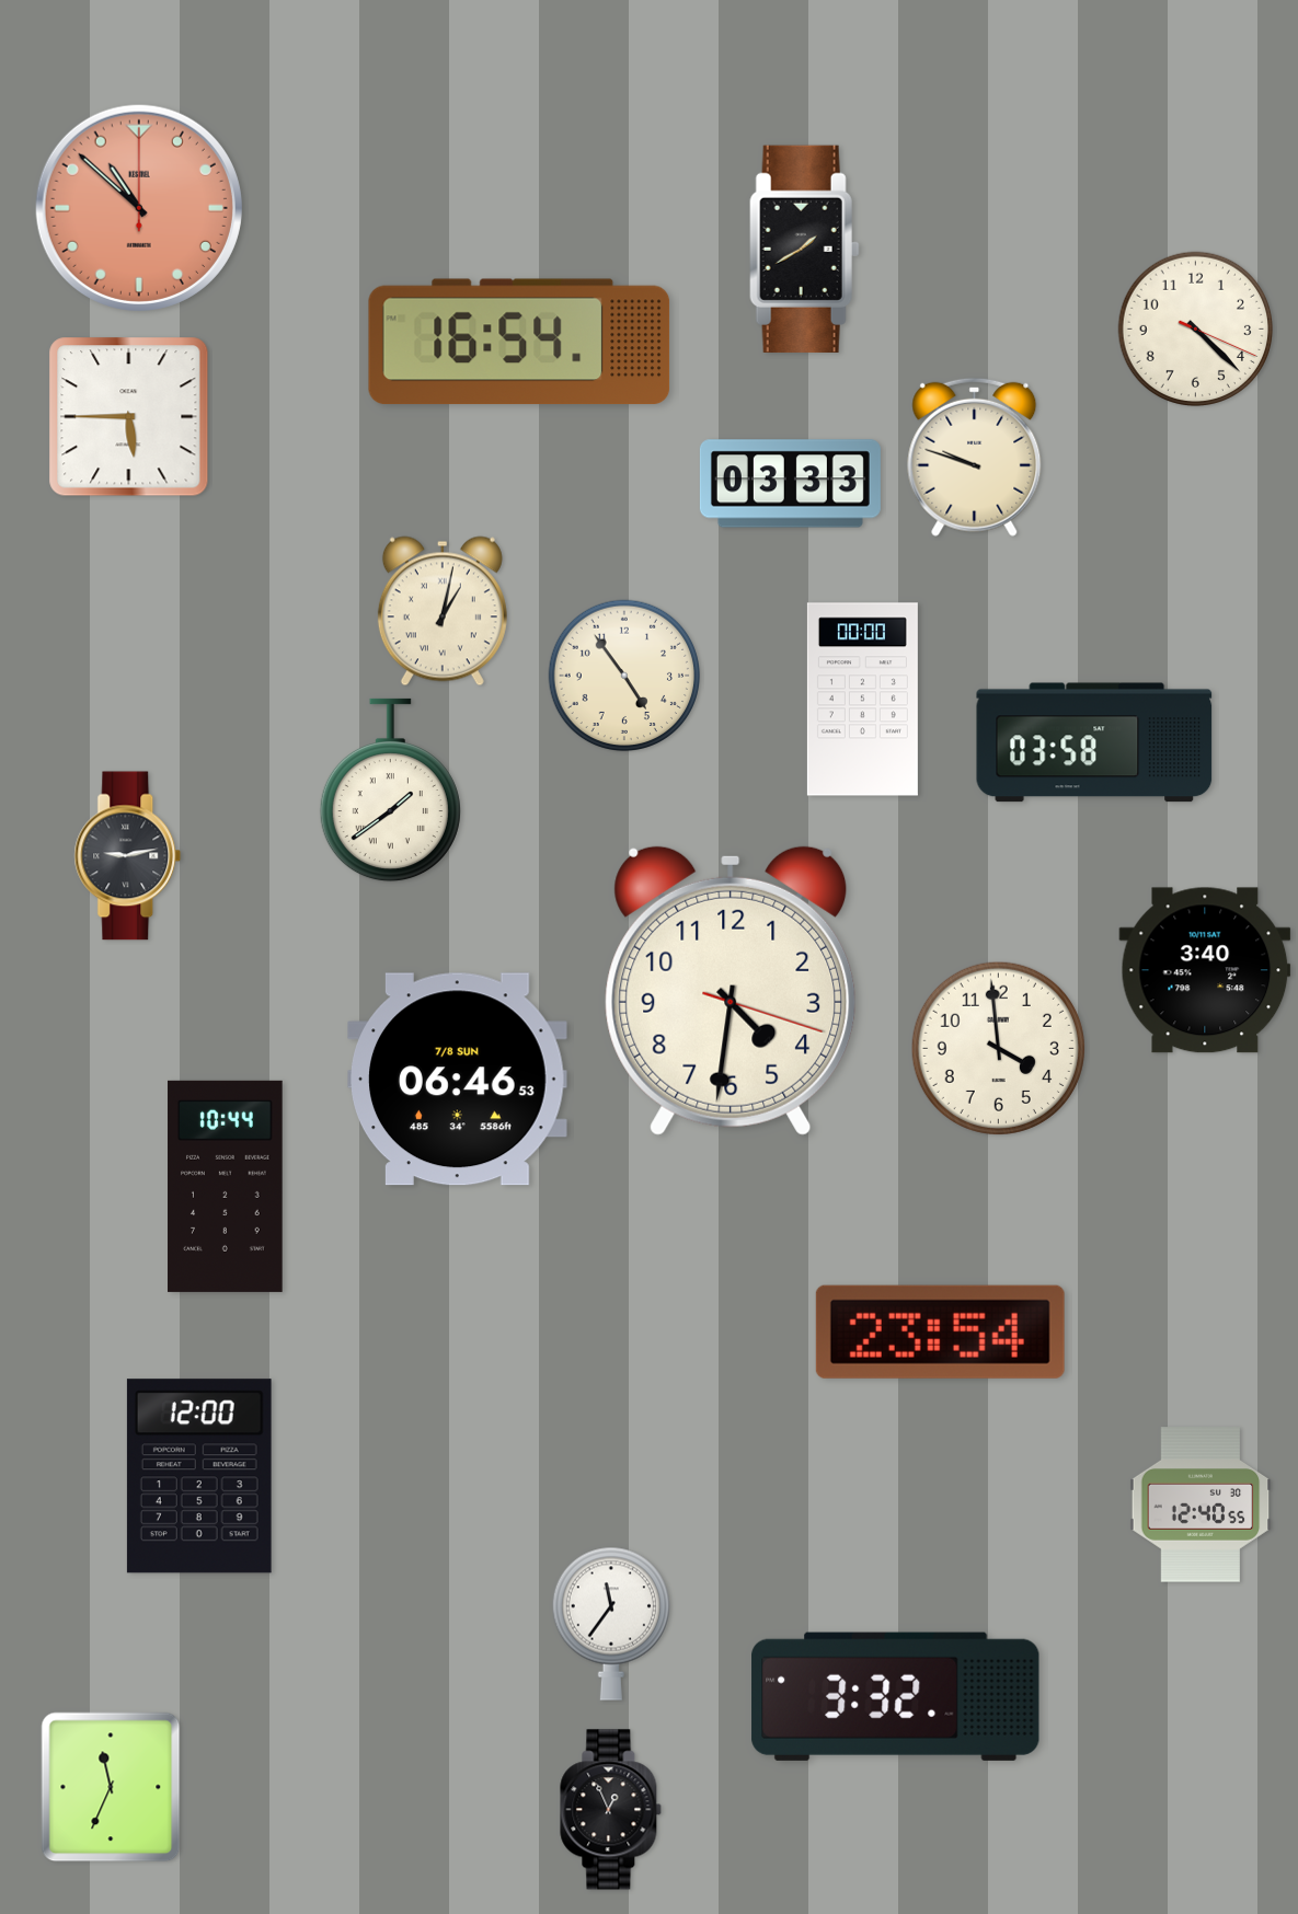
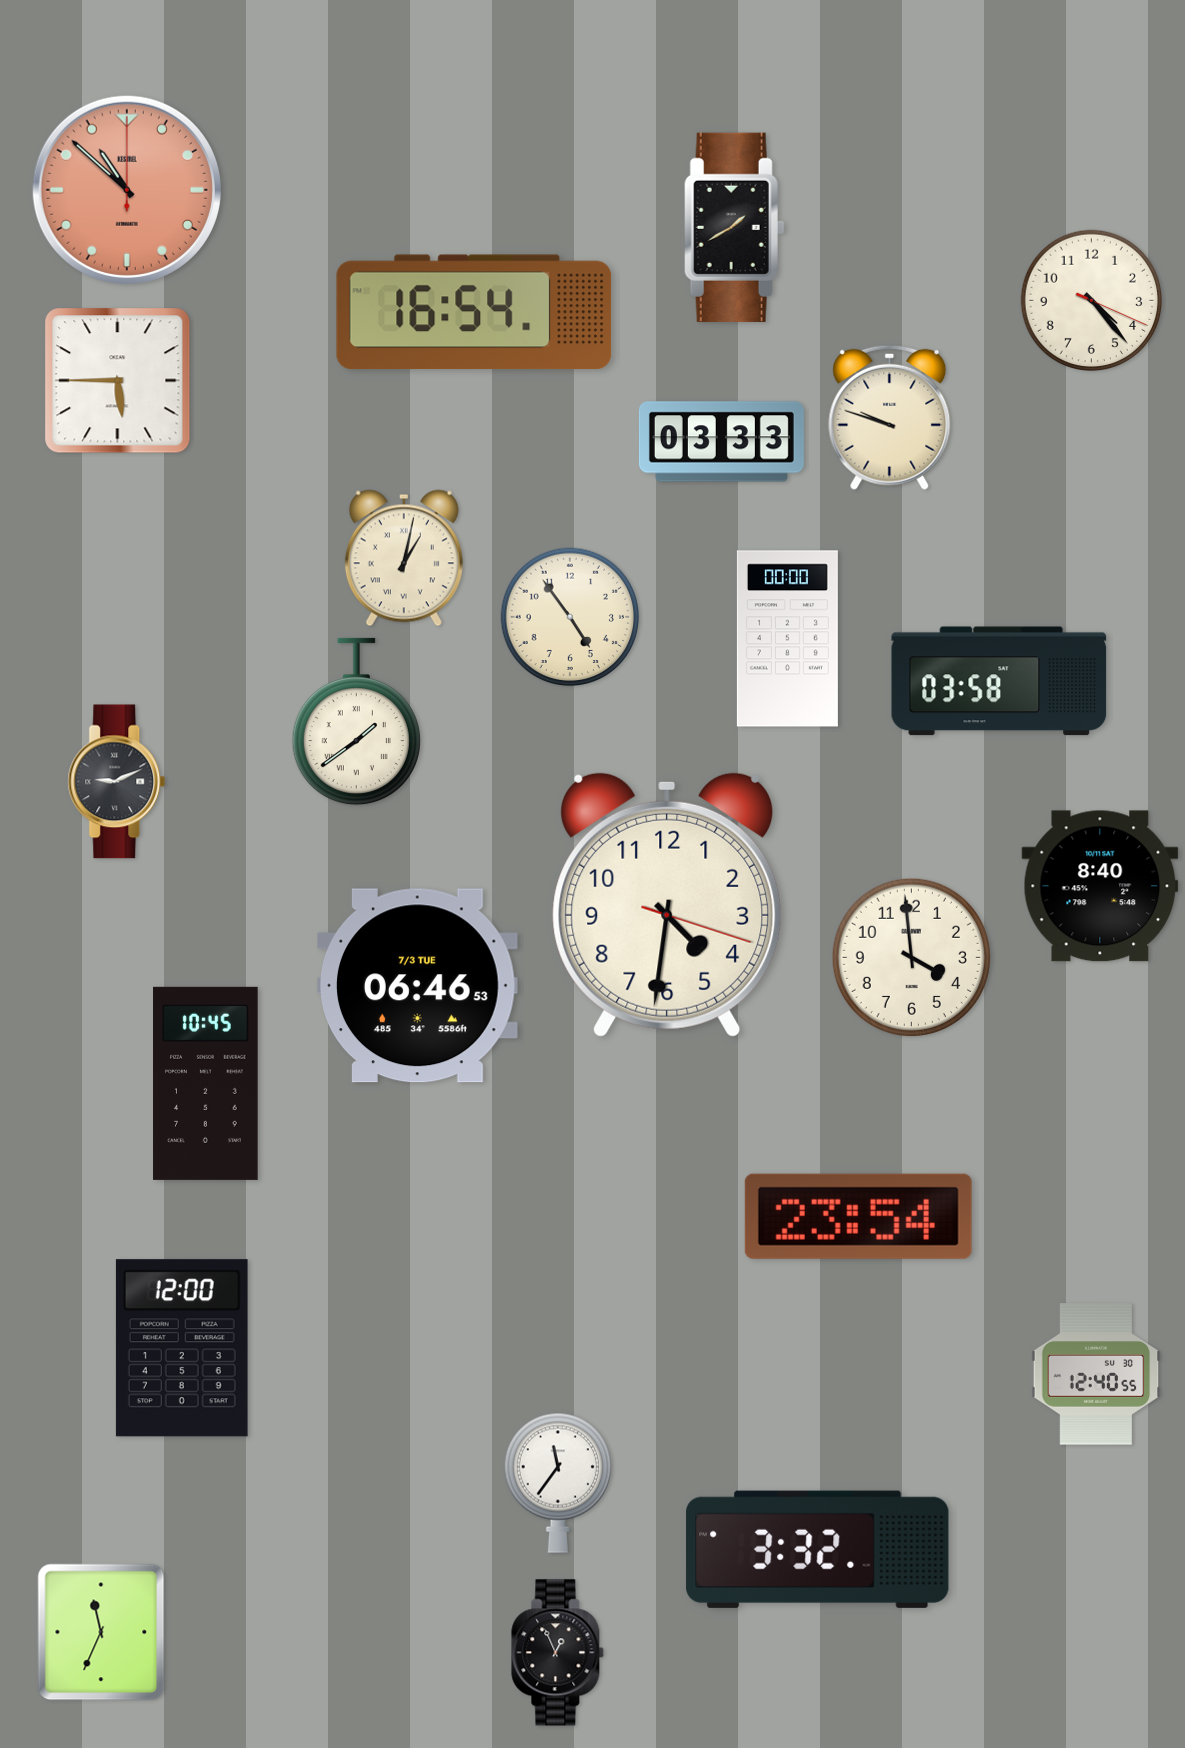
clock at (1195, 328): 4:22 -> 4:23
clock at (1094, 742) position: (1094, 742) -> (999, 681)
clock at (128, 856): 9:13 -> 9:11
clock at (1205, 970): 3:40 -> 8:40
clock at (458, 1080) date: 7/8 SUN -> 7/3 TUE
clock at (226, 1186): 10:44 -> 10:45
